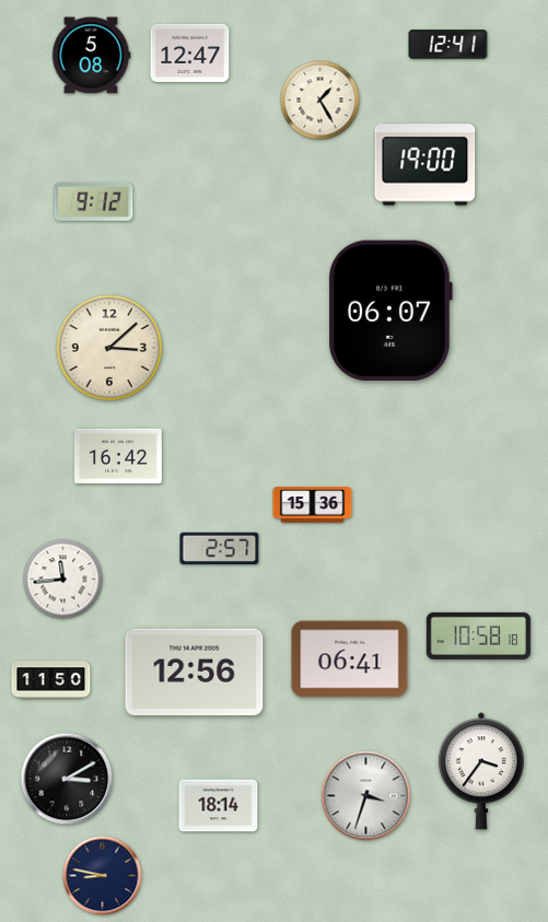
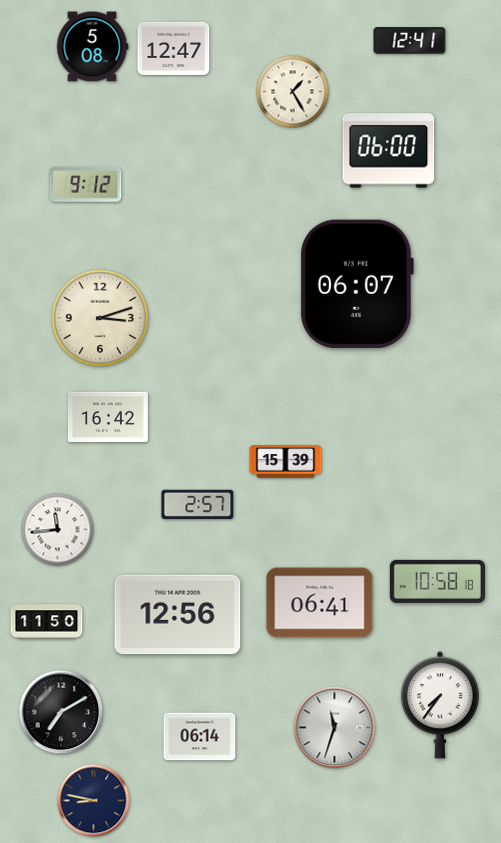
clock at (91, 56) position: (91, 56) -> (92, 47)
clock at (425, 165): 19:00 -> 06:00
clock at (109, 348): 3:08 -> 3:12
clock at (313, 505): 15:36 -> 15:39
clock at (220, 548) position: (220, 548) -> (198, 504)
clock at (481, 771): 3:36 -> 7:36
clock at (67, 779): 3:10 -> 7:10
clock at (366, 796): 3:33 -> 11:33
clock at (219, 806): 18:14 -> 06:14
